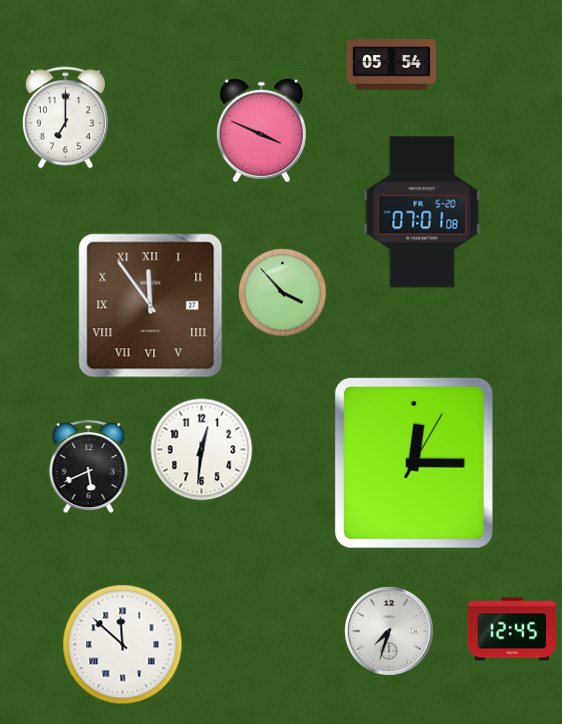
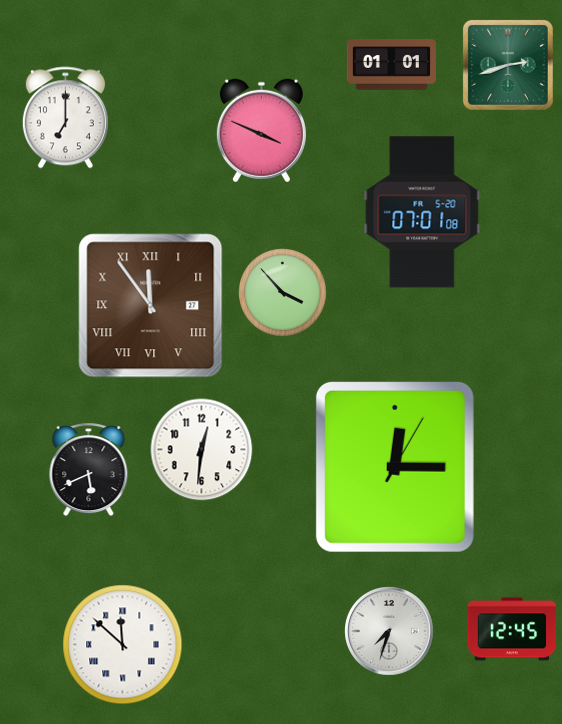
clock at (391, 65): 05:54 -> 01:01
clock at (508, 65): none -> 2:42
clock at (414, 463) position: (414, 463) -> (395, 467)
clock at (89, 467) position: (89, 467) -> (89, 470)
